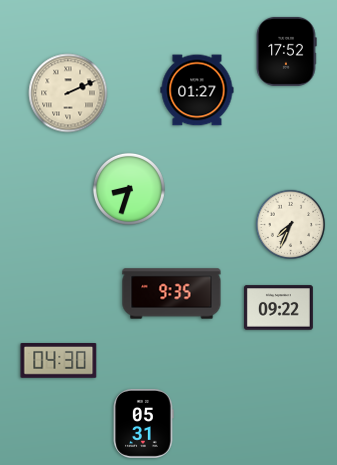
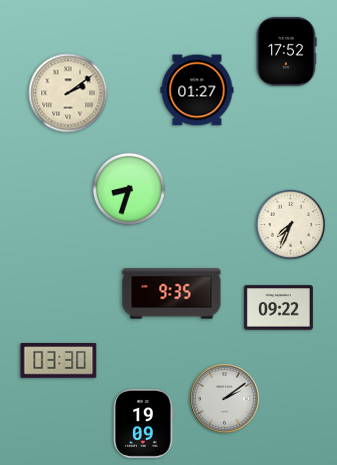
clock at (68, 93): 2:11 -> 2:09
clock at (59, 361): 04:30 -> 03:30
clock at (225, 399): none -> 2:09
clock at (143, 423): 05:31 -> 19:09
